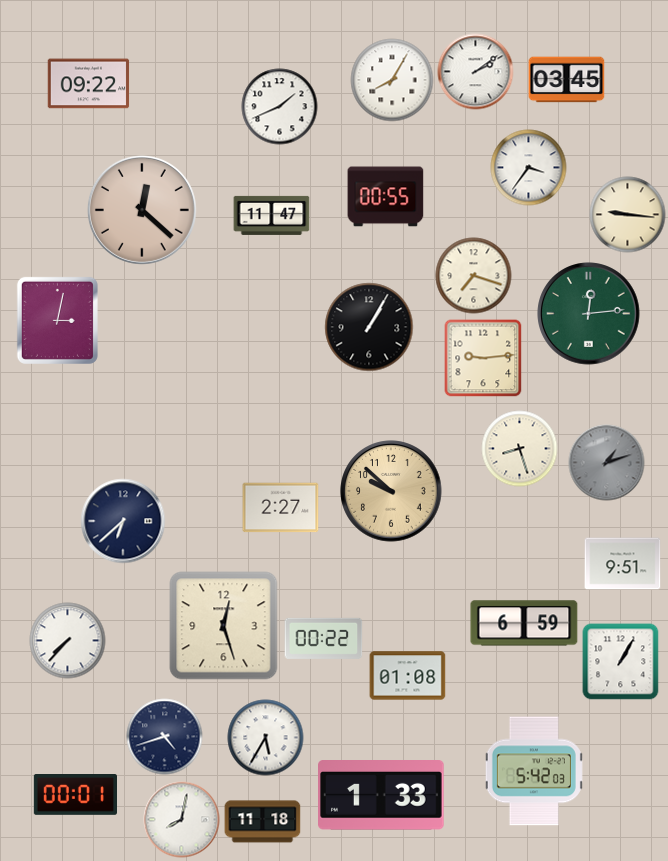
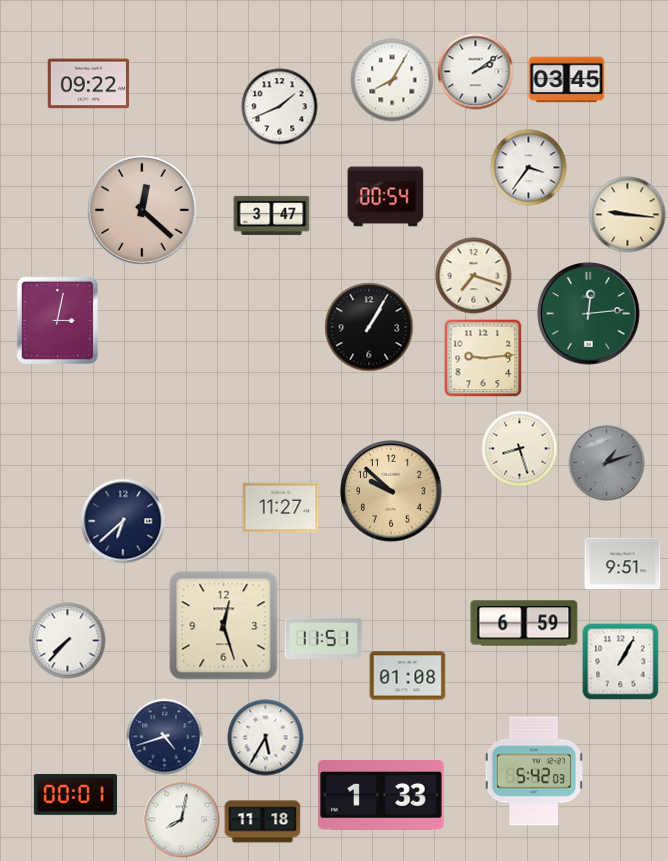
clock at (386, 197): 00:55 -> 00:54
clock at (272, 215): 11:47 -> 3:47
clock at (281, 508): 2:27 -> 11:27
clock at (324, 638): 00:22 -> 11:51
